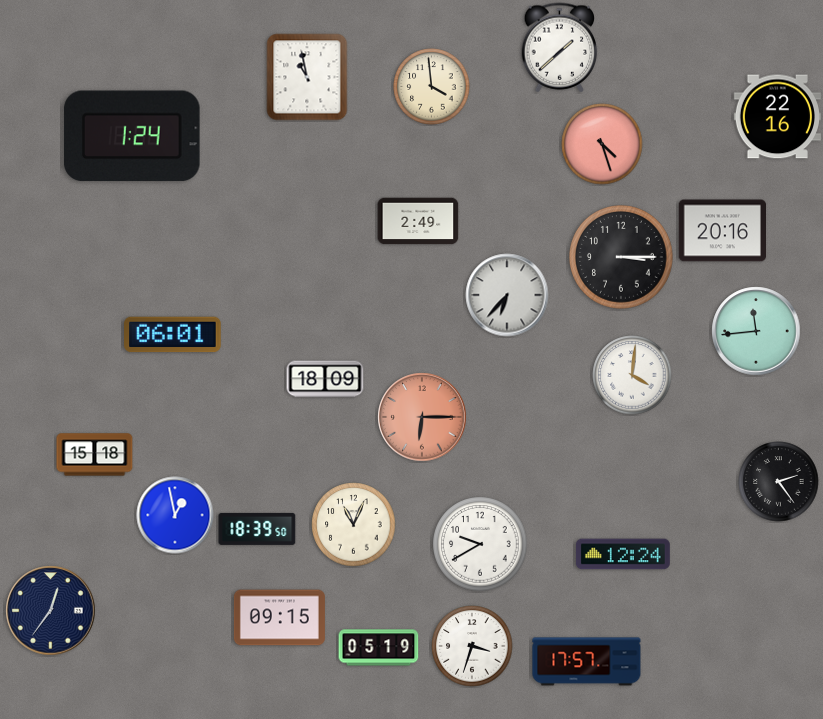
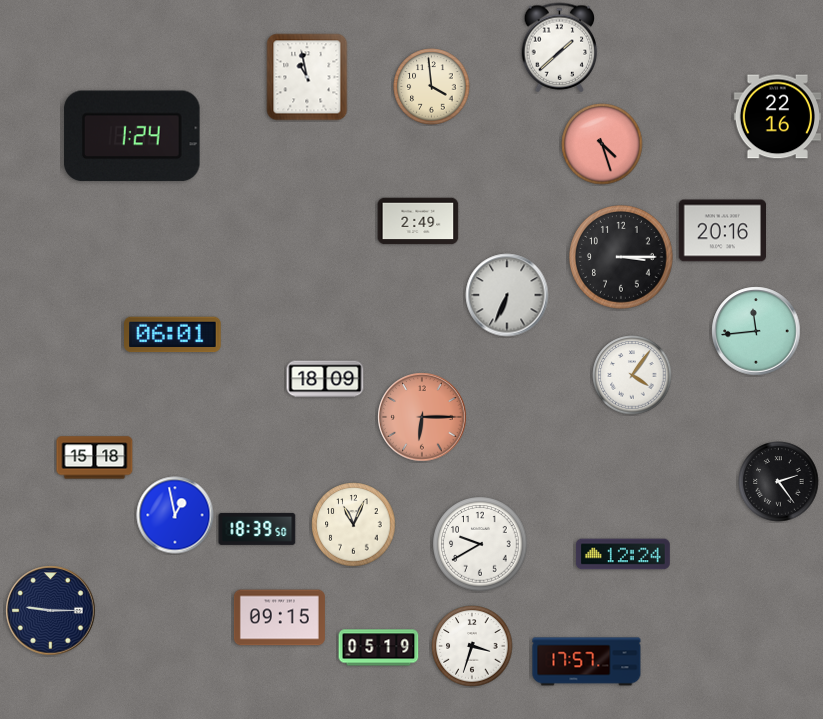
clock at (507, 295): 6:37 -> 6:34
clock at (632, 375): 4:01 -> 4:06
clock at (95, 455) position: (95, 455) -> (95, 458)
clock at (51, 611): 12:36 -> 9:15
